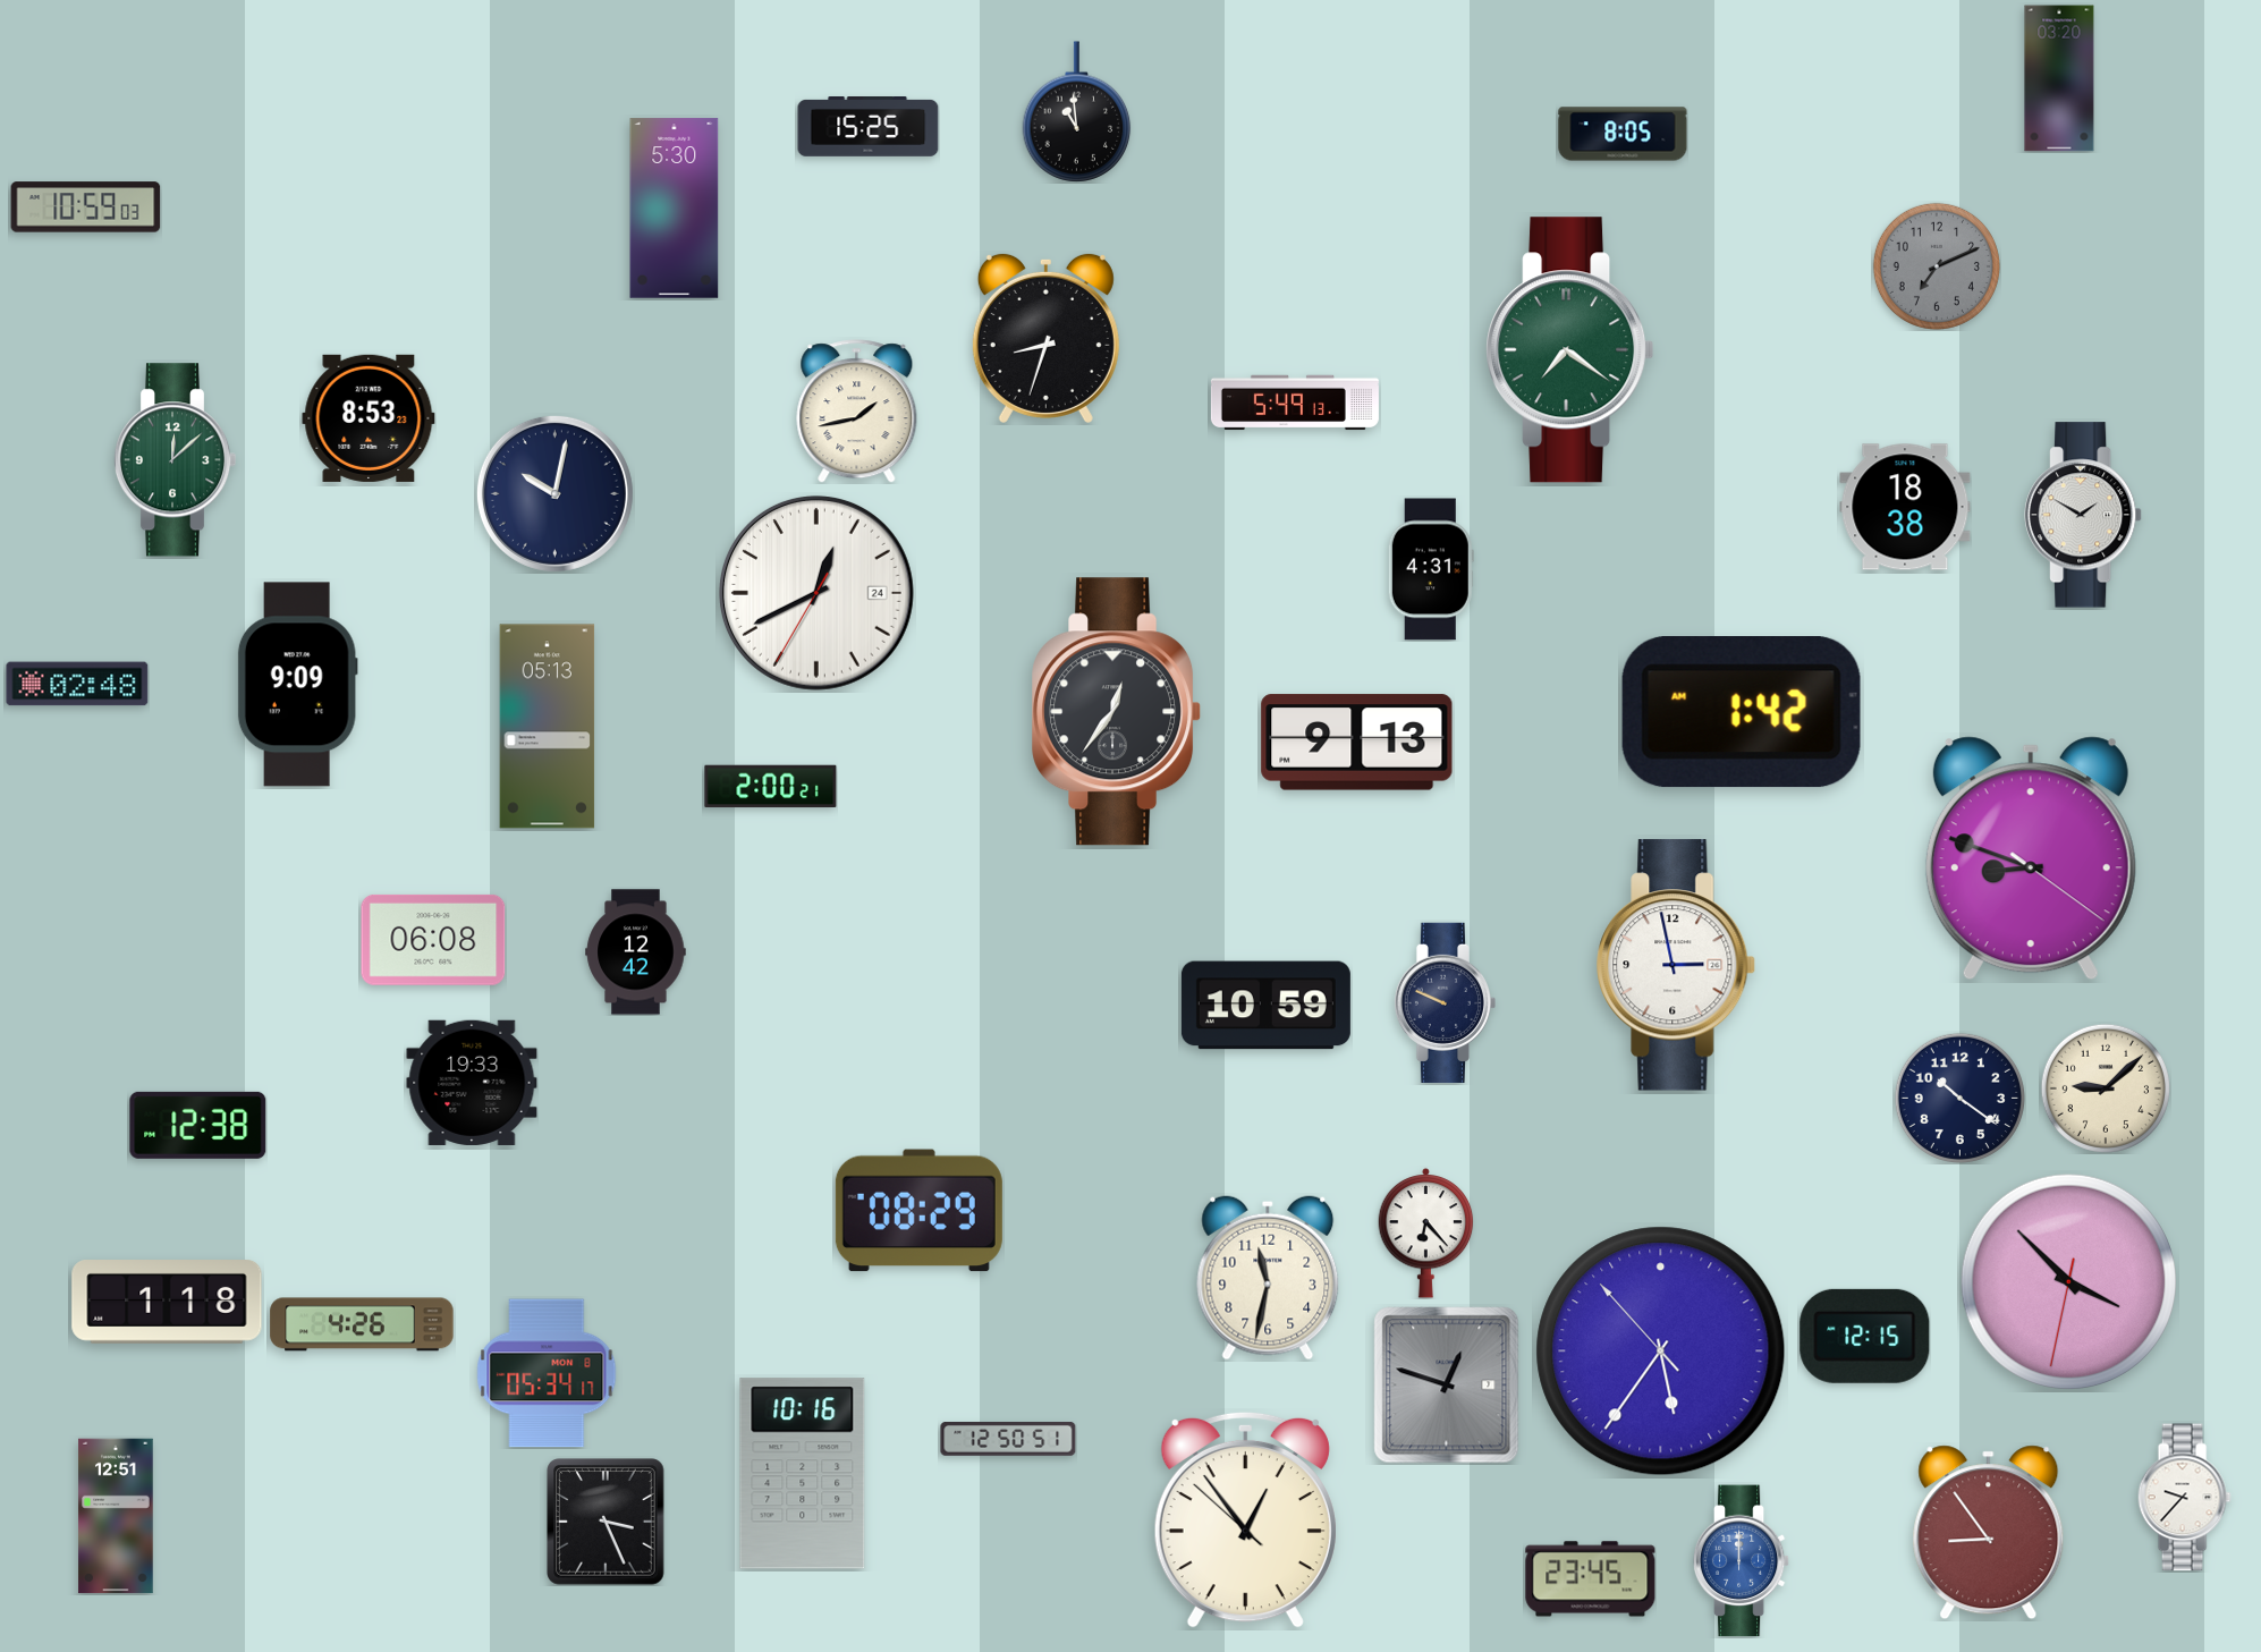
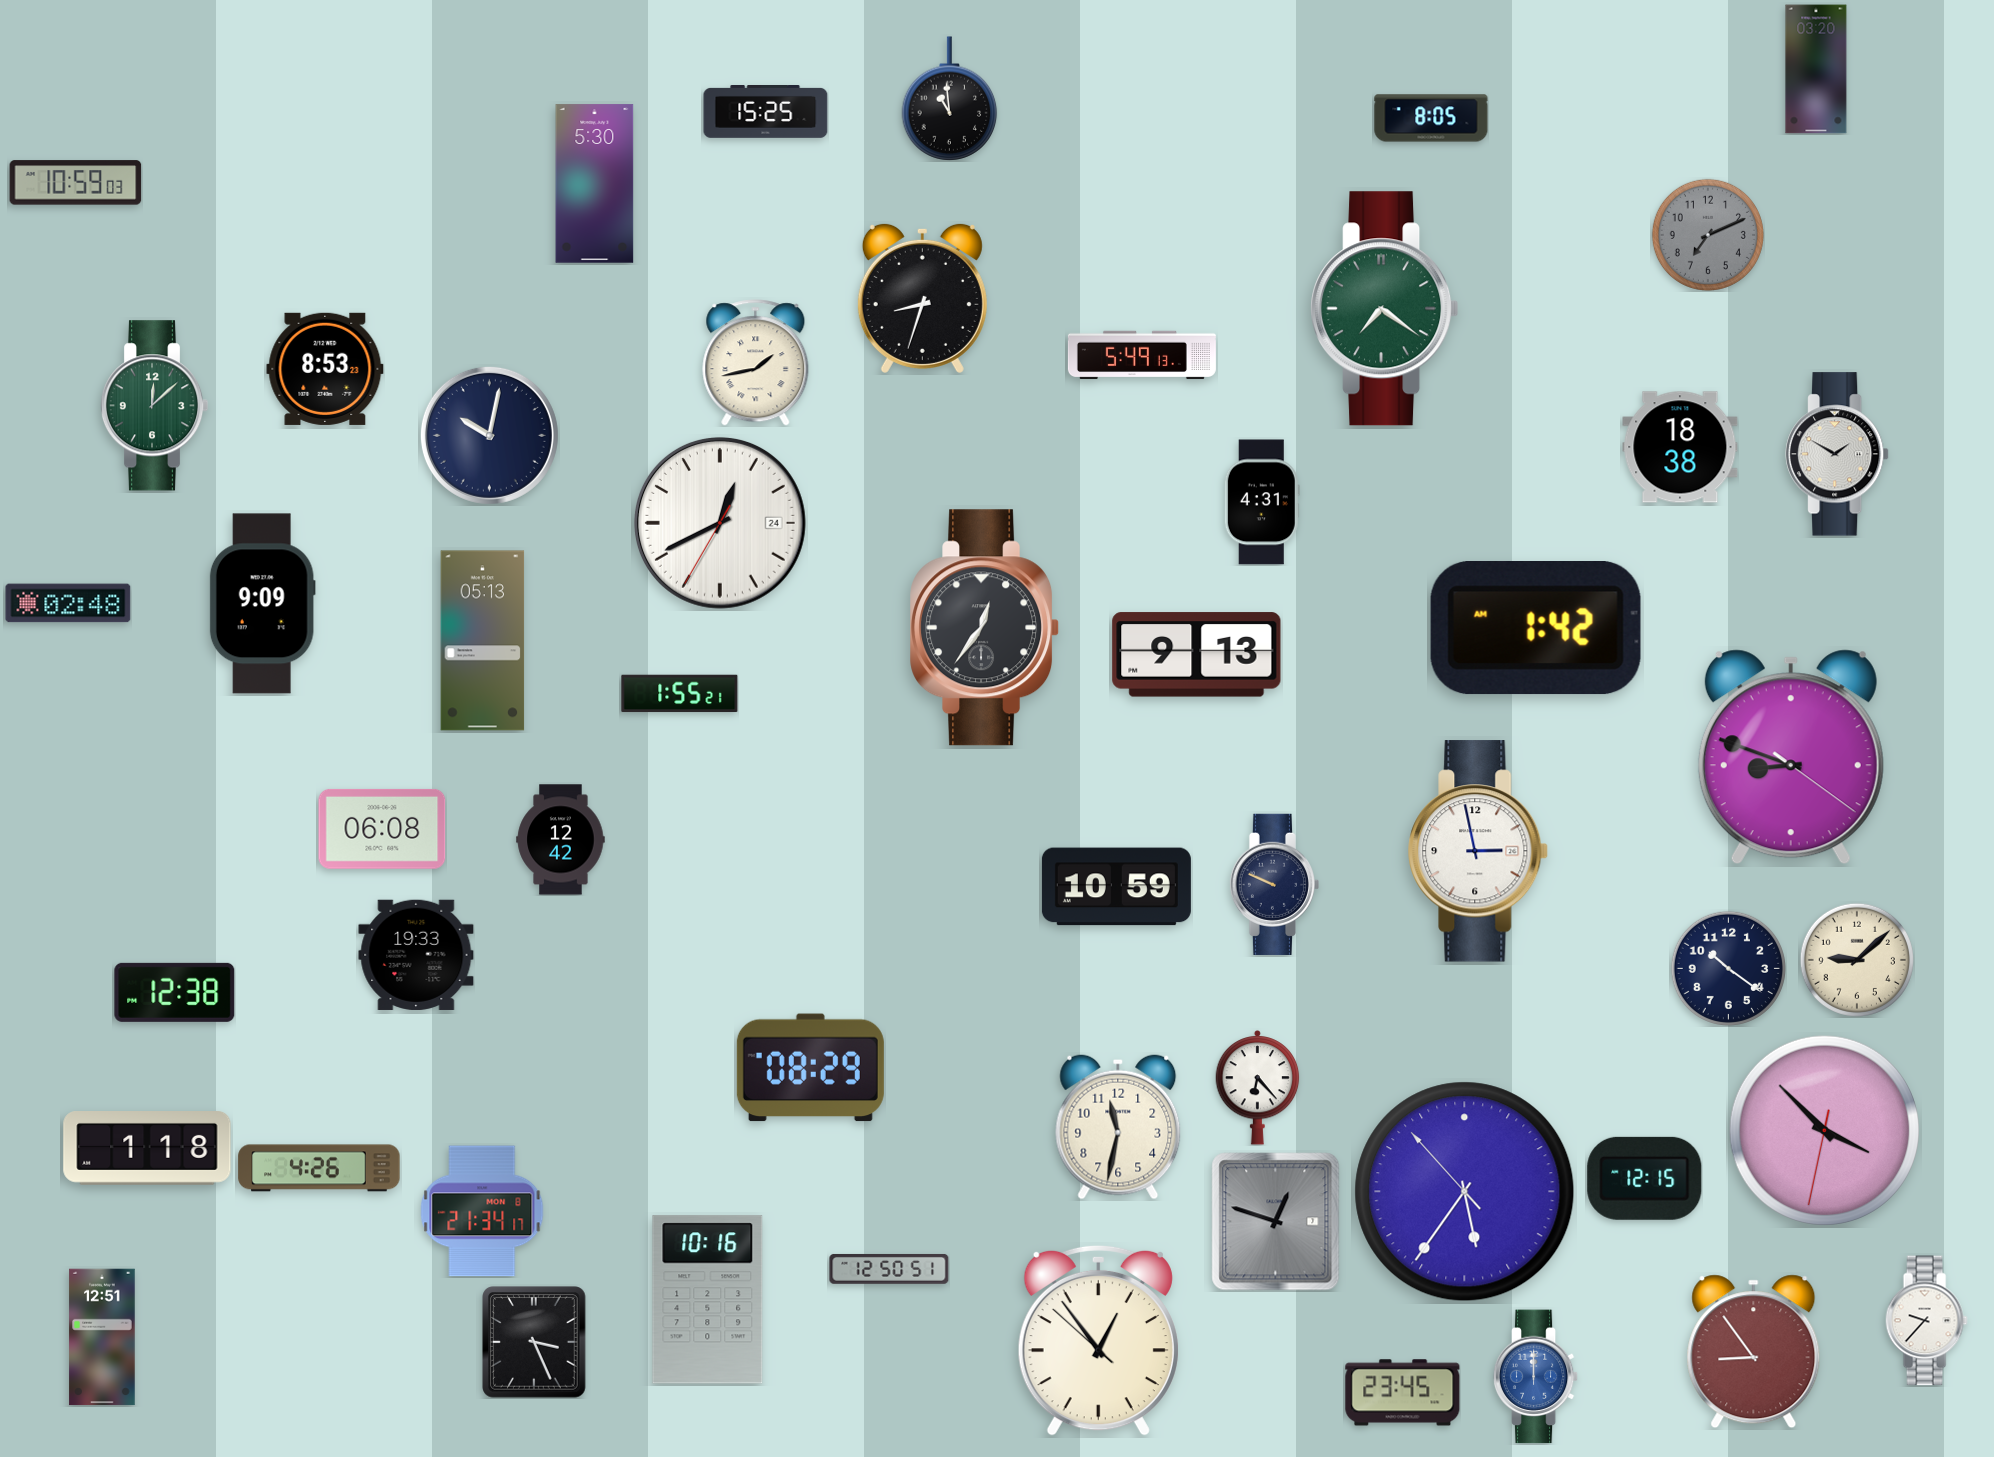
clock at (771, 787): 2:00 -> 1:55
clock at (547, 1373): 05:34 -> 21:34
